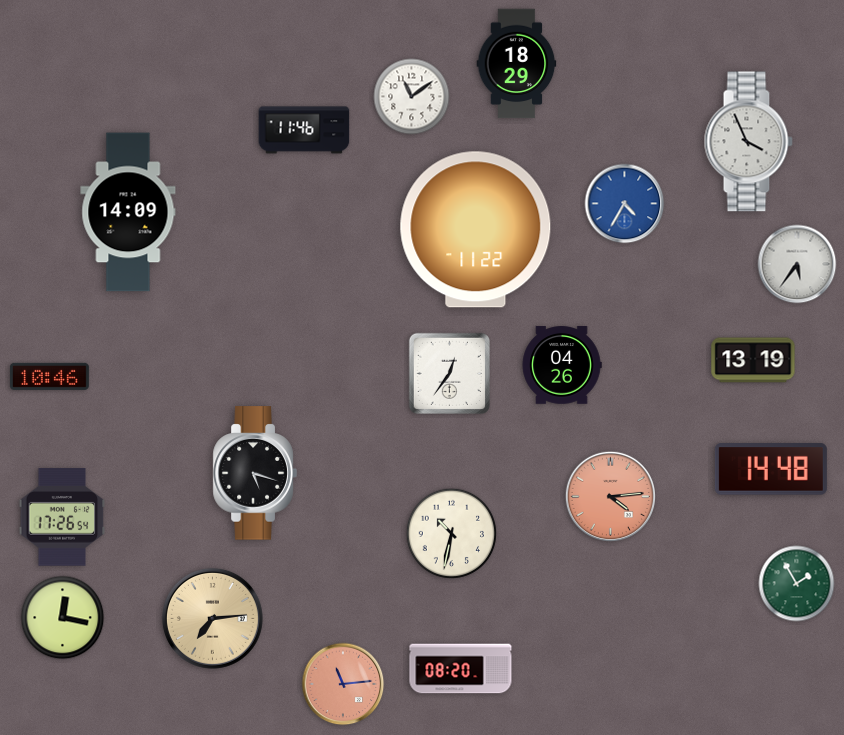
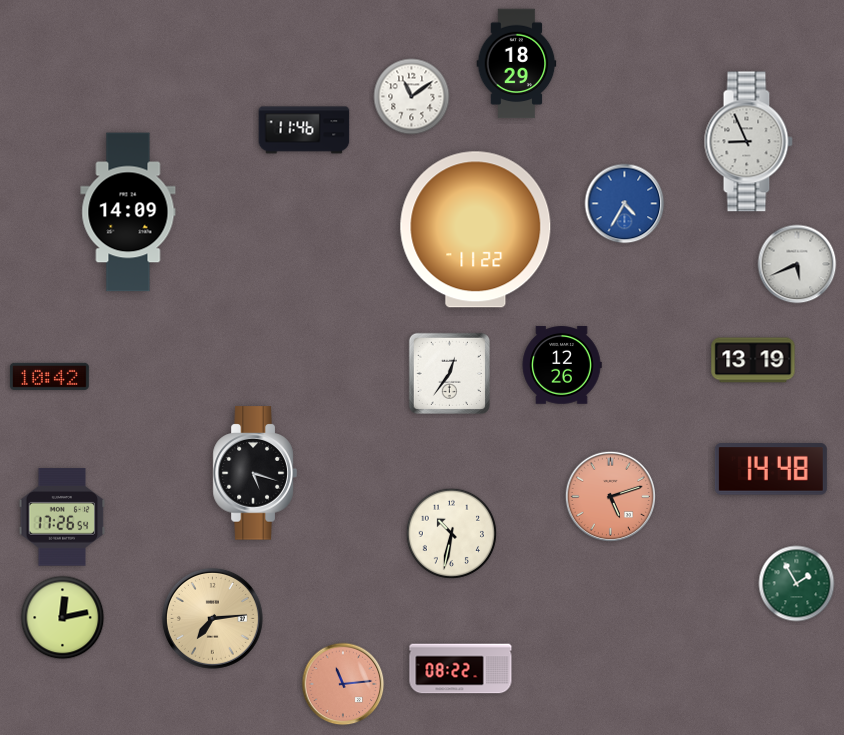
clock at (748, 142): 3:56 -> 8:56
clock at (797, 264): 5:36 -> 5:41
clock at (562, 365): 04:26 -> 12:26
clock at (49, 376): 10:46 -> 10:42
clock at (610, 496): 4:14 -> 5:12
clock at (63, 618): 12:17 -> 12:13
clock at (461, 669): 08:20 -> 08:22
